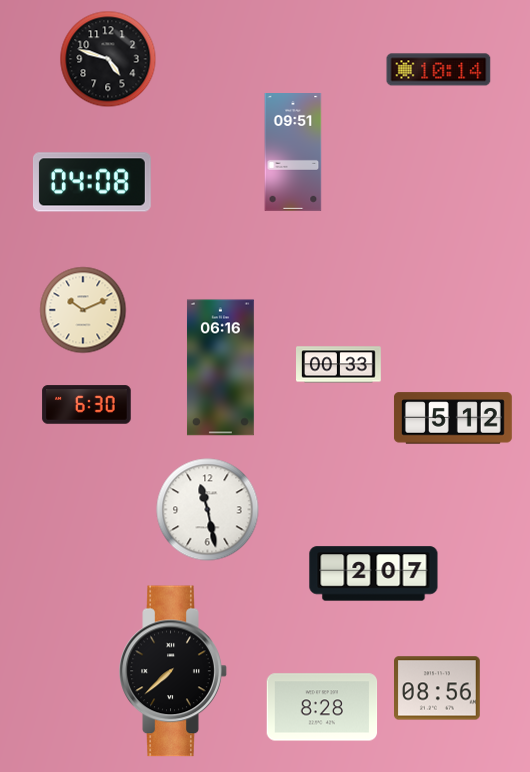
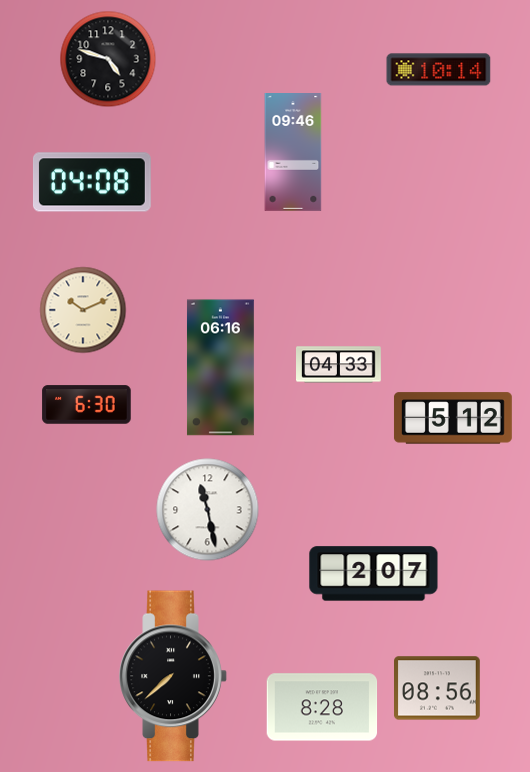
clock at (293, 153): 09:51 -> 09:46
clock at (339, 365): 00:33 -> 04:33
clock at (173, 671) position: (173, 671) -> (173, 676)
